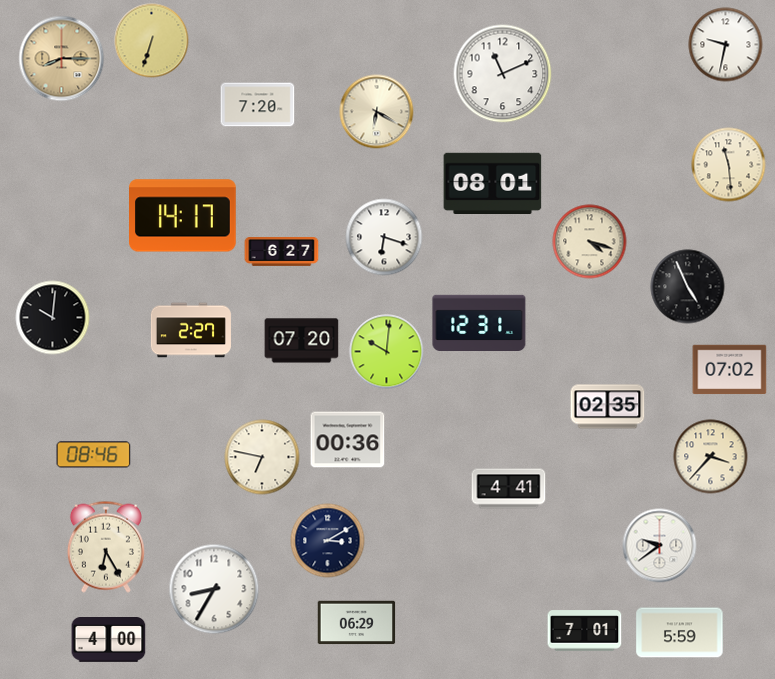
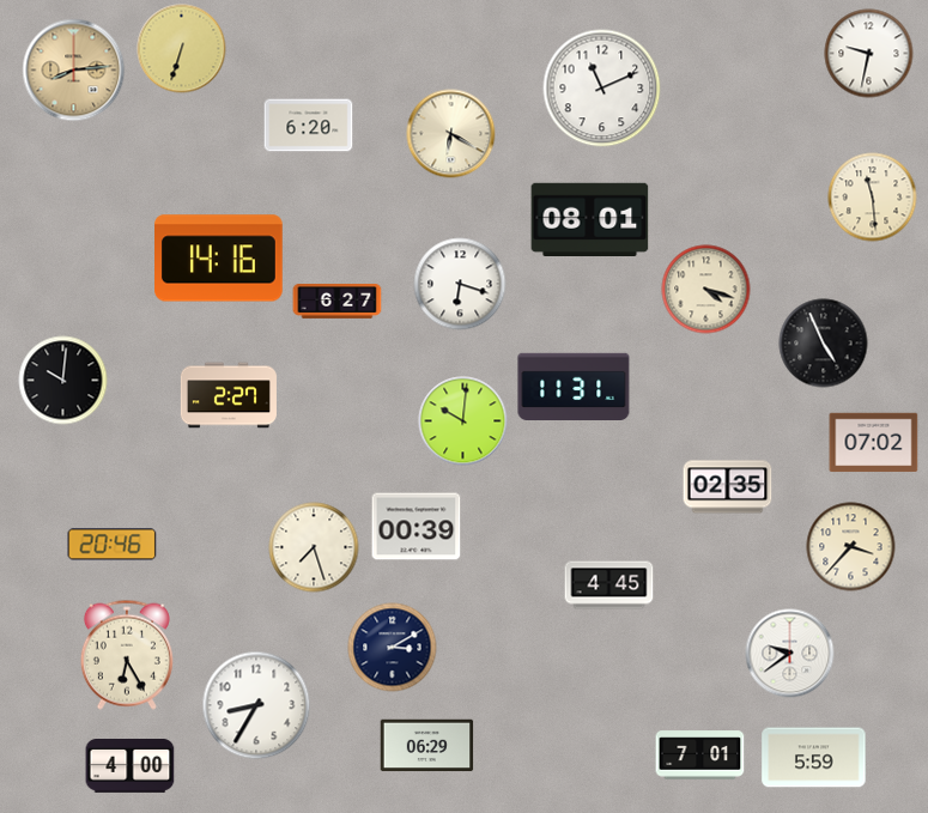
clock at (62, 59): 8:15 -> 8:14
clock at (258, 105): 7:20 -> 6:20
clock at (183, 216): 14:17 -> 14:16
clock at (479, 322): 12:31 -> 11:31
clock at (302, 341): 07:20 -> none
clock at (348, 440): 00:36 -> 00:39
clock at (94, 455): 08:46 -> 20:46
clock at (262, 457): 6:47 -> 7:27
clock at (509, 489): 4:41 -> 4:45
